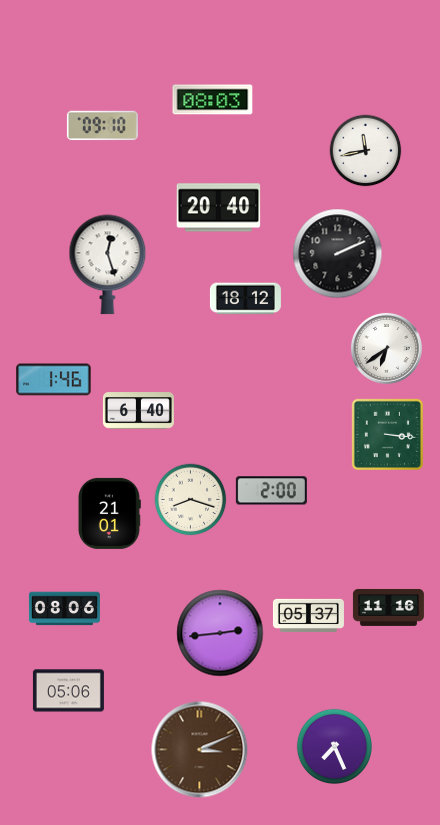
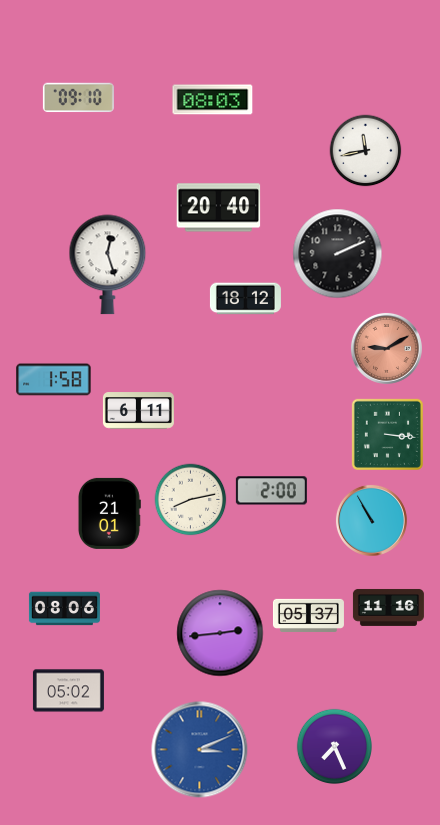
clock at (102, 126) position: (102, 126) -> (78, 98)
clock at (386, 348): 6:39 -> 9:10
clock at (386, 348) dial: white -> salmon
clock at (54, 380): 1:46 -> 1:58
clock at (138, 411): 6:40 -> 6:11
clock at (191, 500): 8:18 -> 8:13
clock at (371, 520): none -> 10:55
clock at (68, 691): 05:06 -> 05:02
clock at (200, 750) dial: brown -> blue
